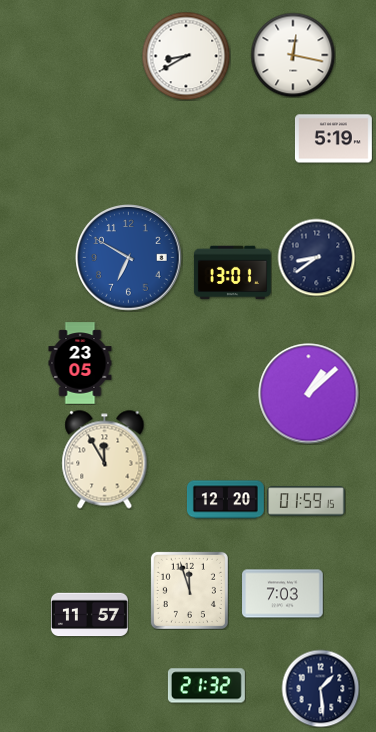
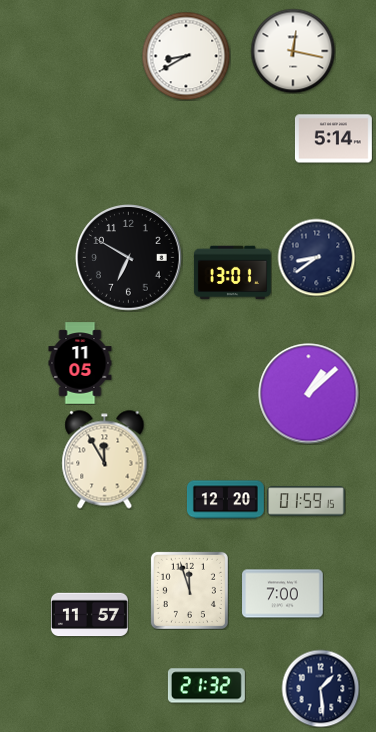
clock at (293, 55) position: (293, 55) -> (293, 51)
clock at (333, 139): 5:19 -> 5:14
clock at (129, 258) dial: blue -> black
clock at (80, 363): 23:05 -> 11:05
clock at (283, 594): 7:03 -> 7:00
